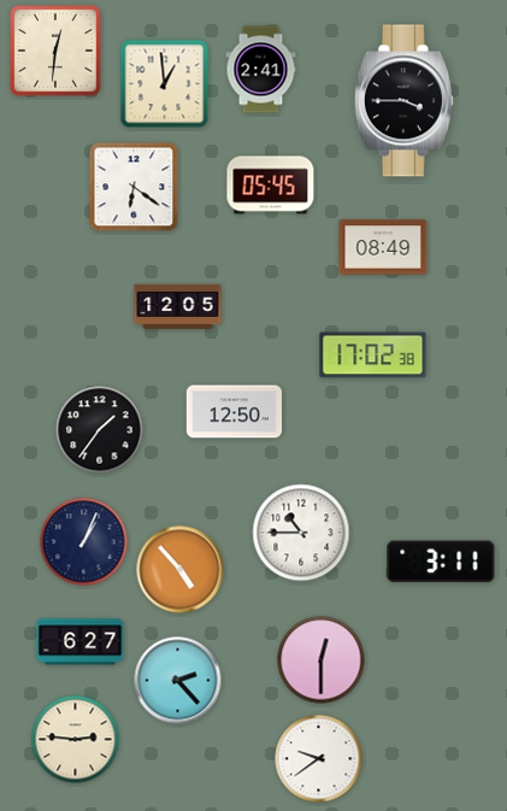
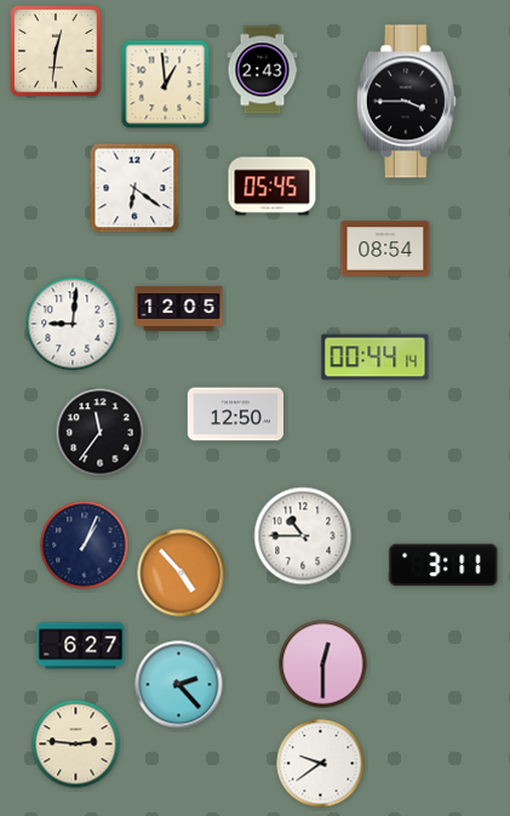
clock at (261, 70): 2:41 -> 2:43
clock at (383, 247): 08:49 -> 08:54
clock at (73, 324): none -> 9:01
clock at (373, 355): 17:02 -> 00:44
clock at (100, 430): 1:36 -> 11:36
